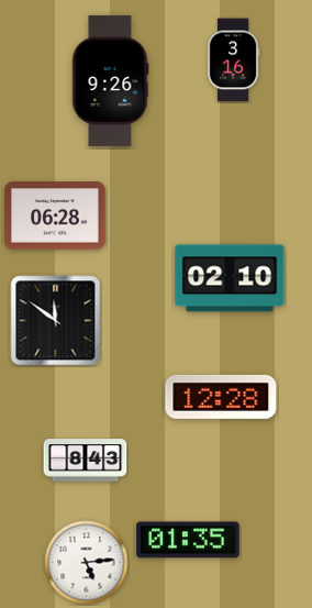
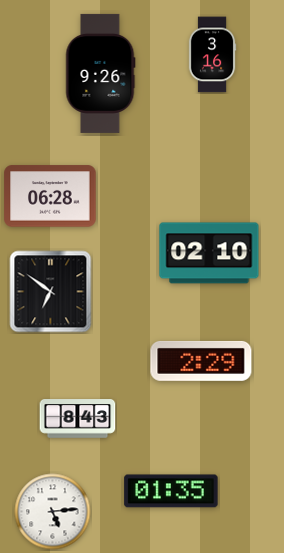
clock at (56, 321): 11:51 -> 6:51
clock at (221, 397): 12:28 -> 2:29
clock at (87, 563) position: (87, 563) -> (53, 512)
